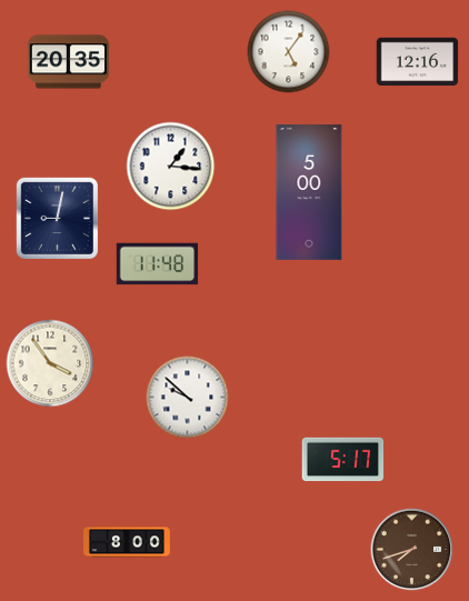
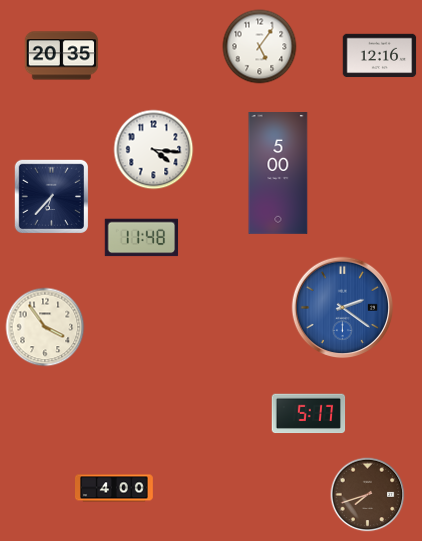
clock at (418, 62) position: (418, 62) -> (380, 56)
clock at (171, 167): 1:16 -> 4:16
clock at (57, 218): 9:02 -> 6:37
clock at (343, 308): none -> 2:21
clock at (188, 398): 9:52 -> none
clock at (128, 542): 8:00 -> 4:00
clock at (412, 550) position: (412, 550) -> (368, 495)
